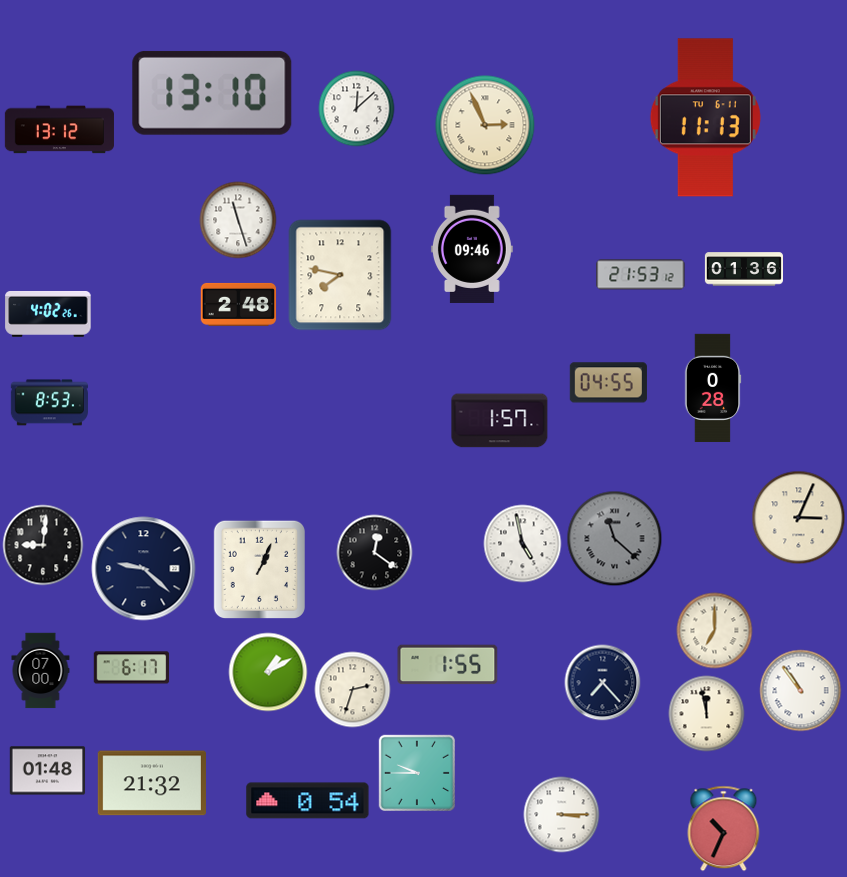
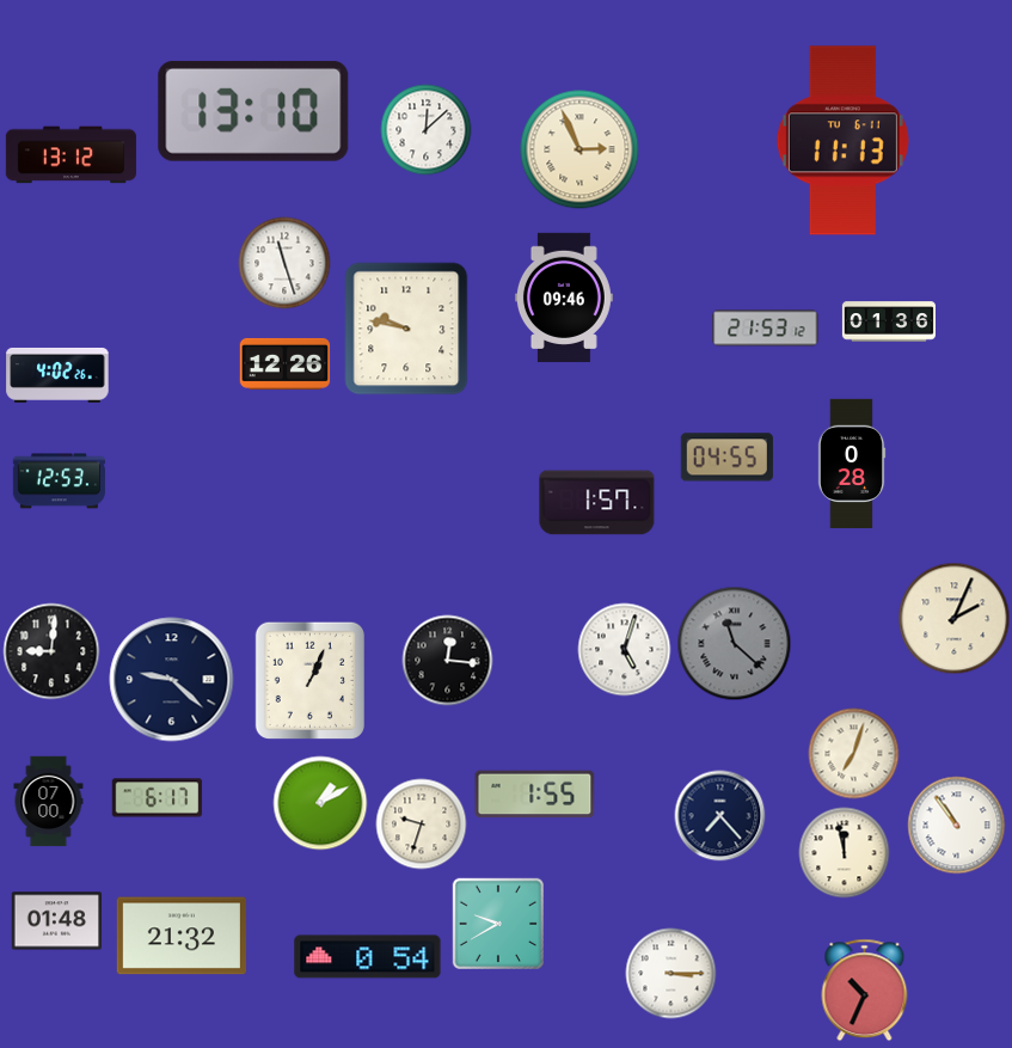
clock at (340, 275): 7:47 -> 9:47
clock at (239, 304): 2:48 -> 12:26
clock at (49, 403): 8:53 -> 12:53
clock at (799, 518): 3:04 -> 2:04
clock at (523, 544): 4:58 -> 5:03
clock at (375, 553): 12:21 -> 12:16
clock at (715, 631): 7:00 -> 7:03
clock at (353, 690): 2:33 -> 9:33
clock at (416, 772): 9:45 -> 9:40
